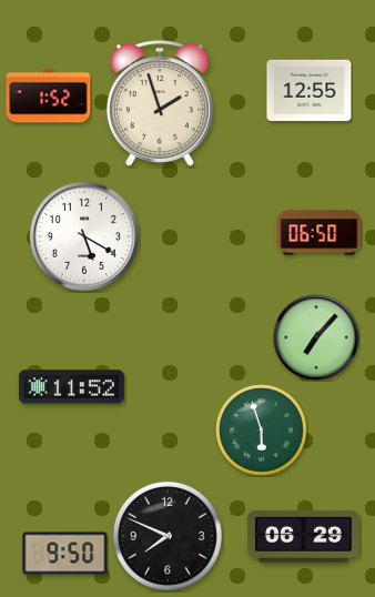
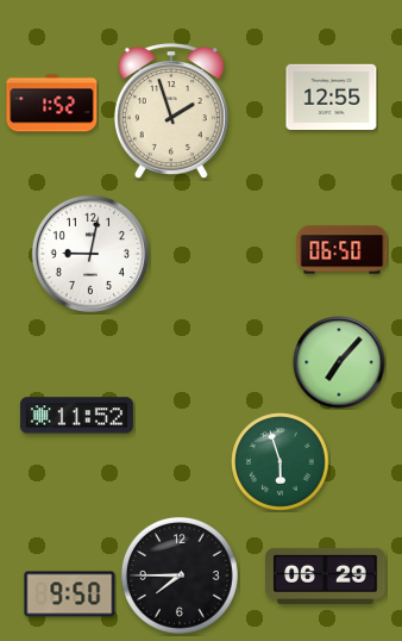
clock at (84, 236): 5:20 -> 9:02
clock at (168, 536): 7:49 -> 7:45
